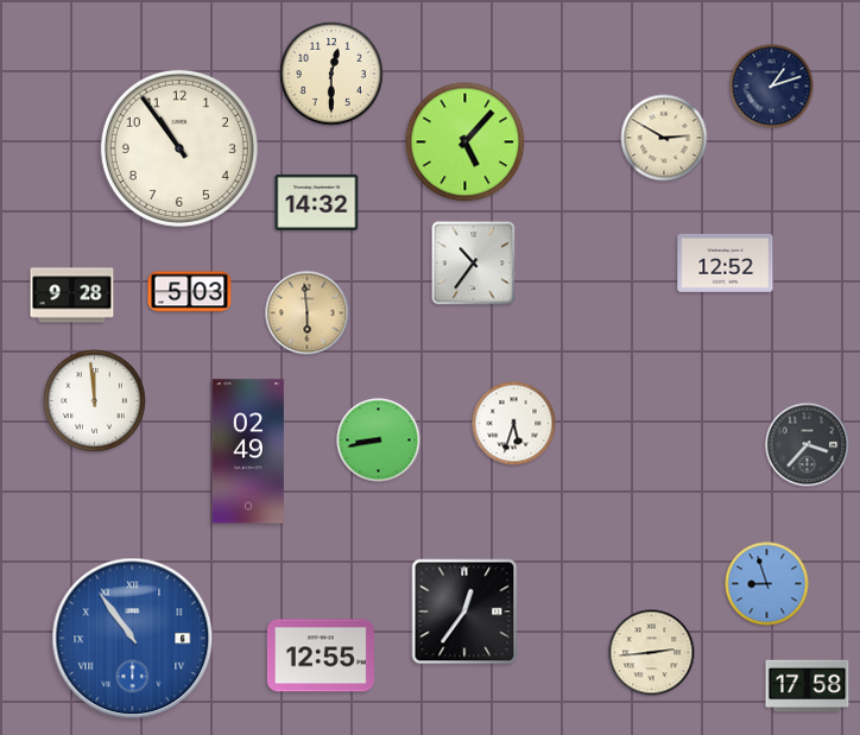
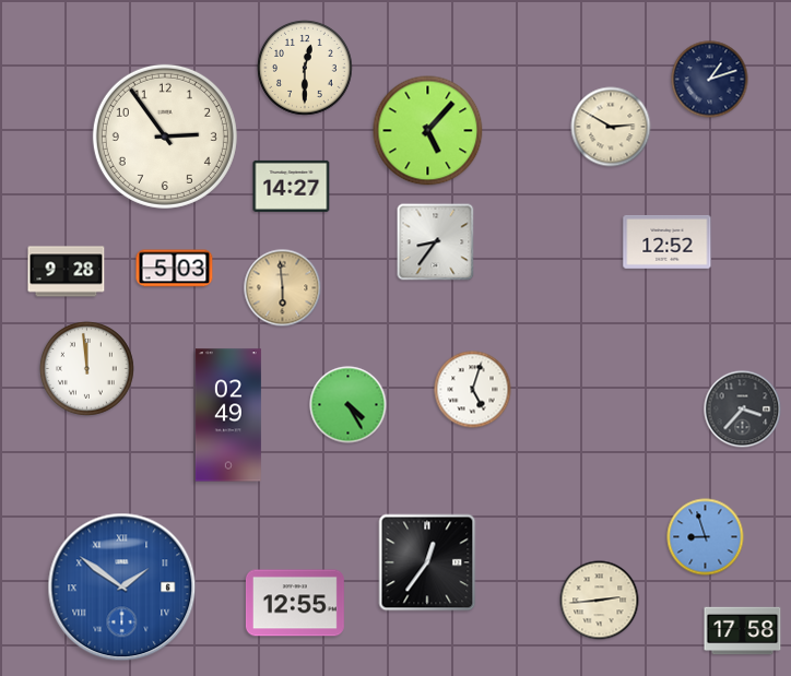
clock at (179, 148): 10:54 -> 2:54
clock at (317, 202): 14:32 -> 14:27
clock at (474, 264): 10:36 -> 8:36
clock at (514, 424): 5:33 -> 5:03
clock at (379, 441): 8:43 -> 4:25
clock at (133, 639): 10:54 -> 1:51
